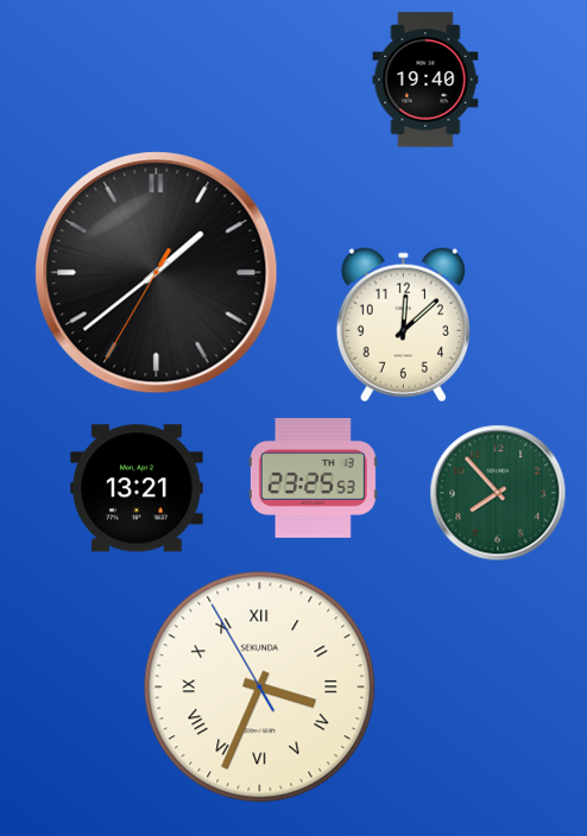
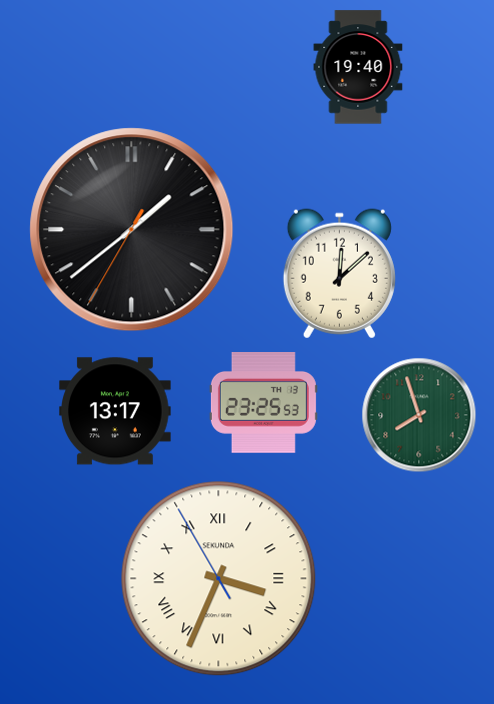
clock at (138, 488): 13:21 -> 13:17
clock at (498, 493): 7:53 -> 7:57
